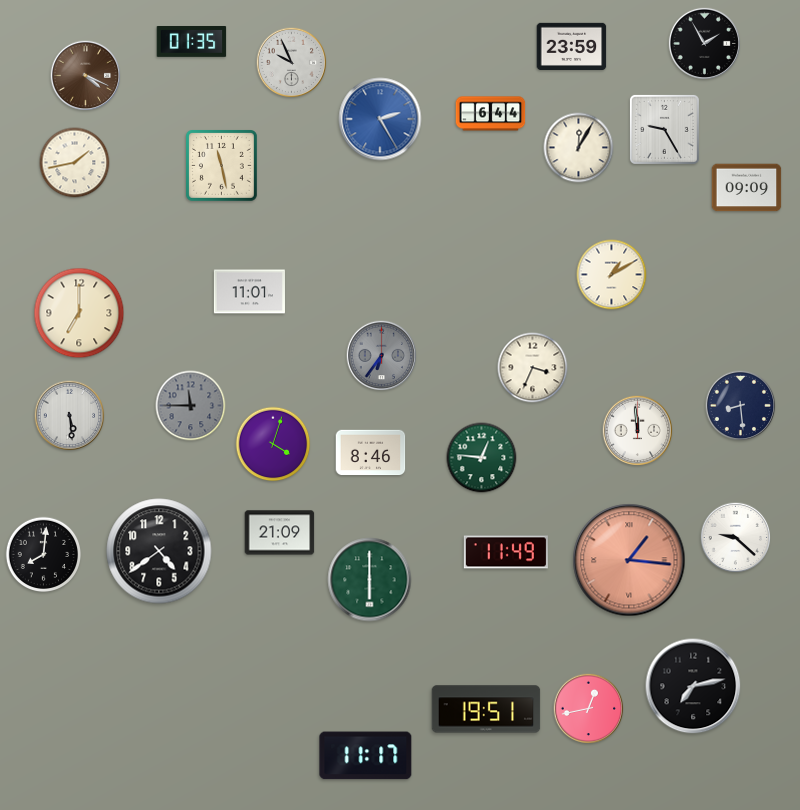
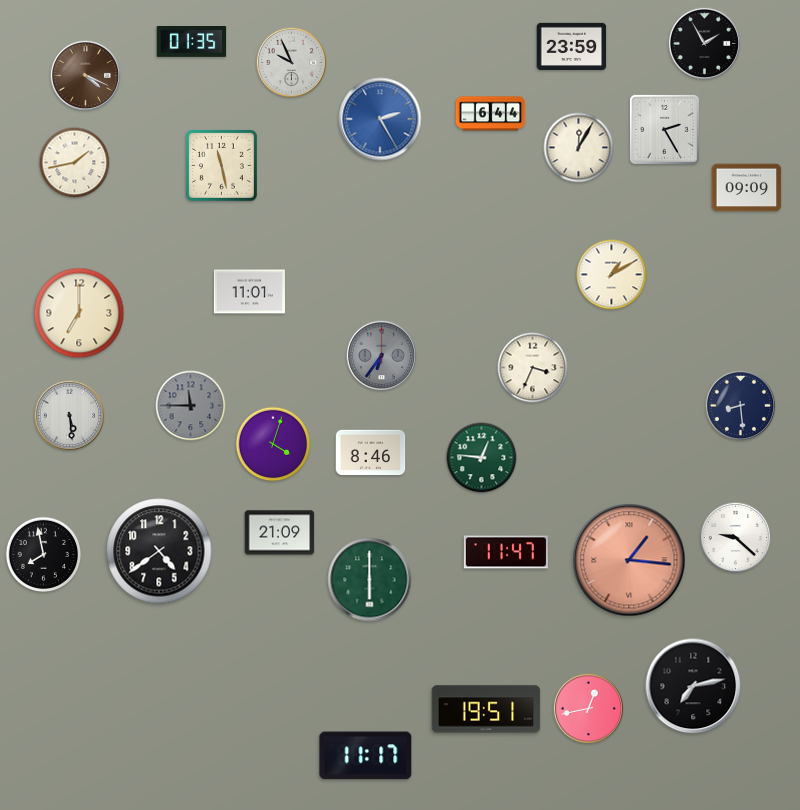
clock at (664, 129): 9:25 -> 2:25
clock at (638, 431): 11:59 -> none
clock at (506, 552): 11:49 -> 11:47
clock at (44, 555): 8:01 -> 7:58
